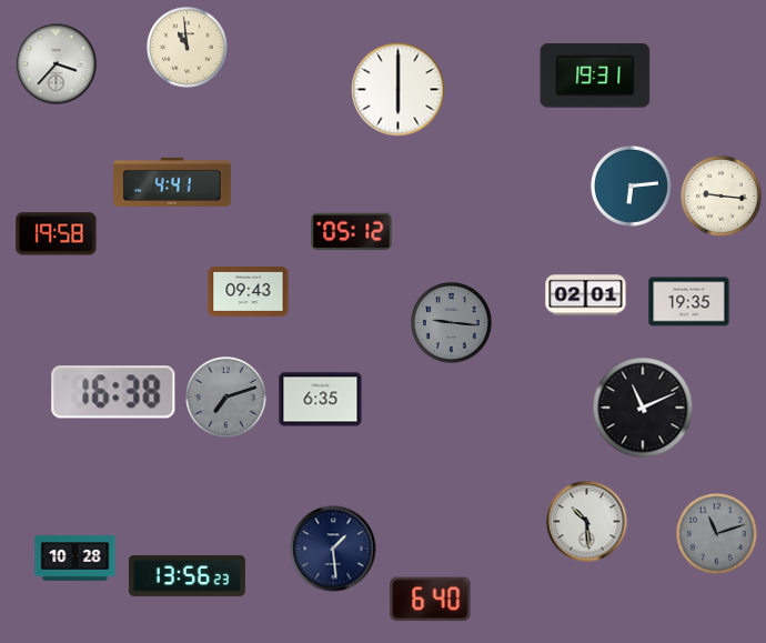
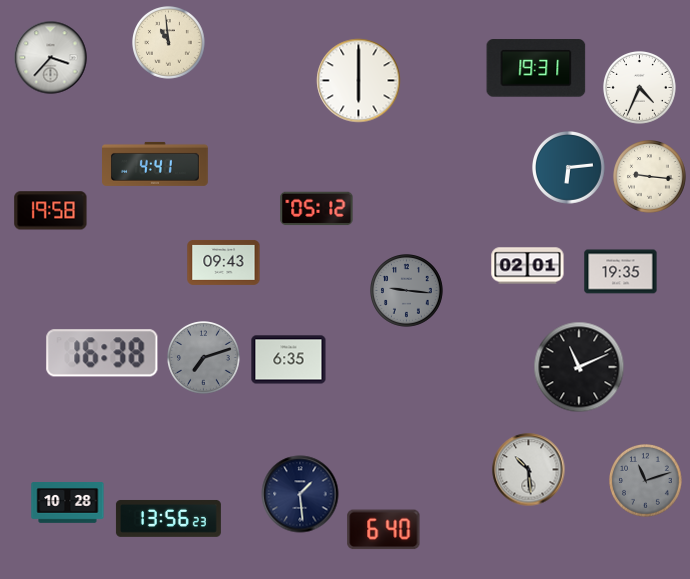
clock at (640, 88): none -> 4:34
clock at (431, 600) position: (431, 600) -> (384, 530)
